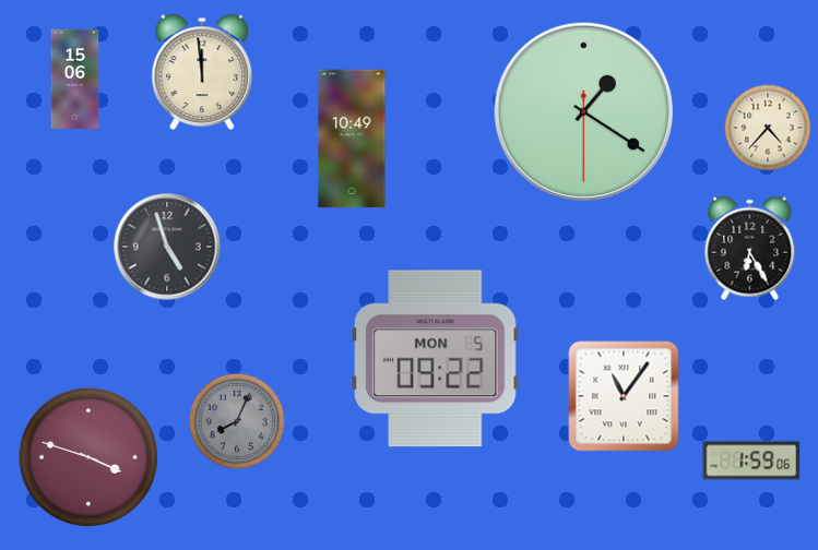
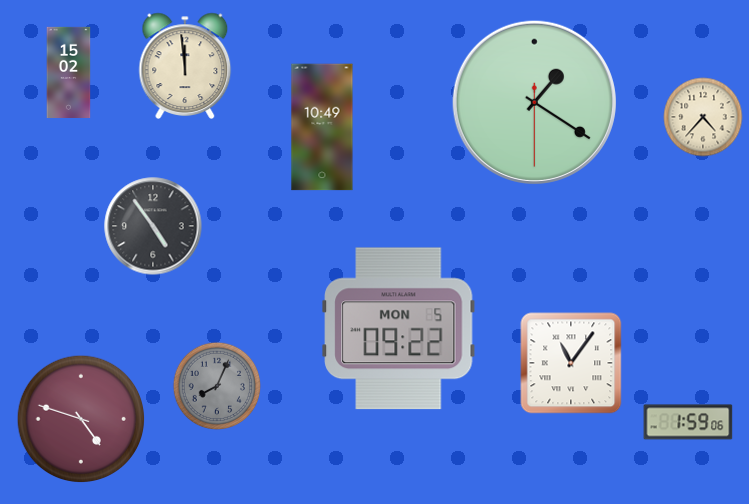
clock at (75, 79): 15:06 -> 15:02
clock at (167, 247): 4:57 -> 4:54
clock at (750, 249): 6:25 -> none
clock at (88, 457): 3:48 -> 4:48
